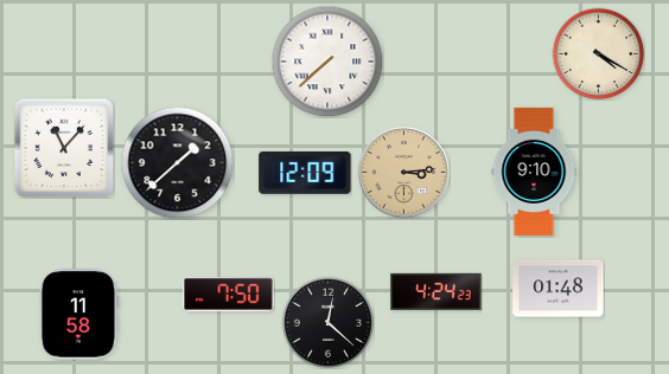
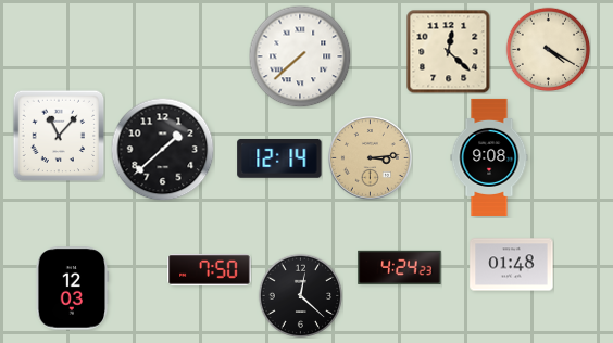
clock at (448, 51): none -> 12:22
clock at (534, 172): 9:10 -> 9:08
clock at (305, 173): 12:09 -> 12:14
clock at (79, 315): 11:58 -> 12:03
